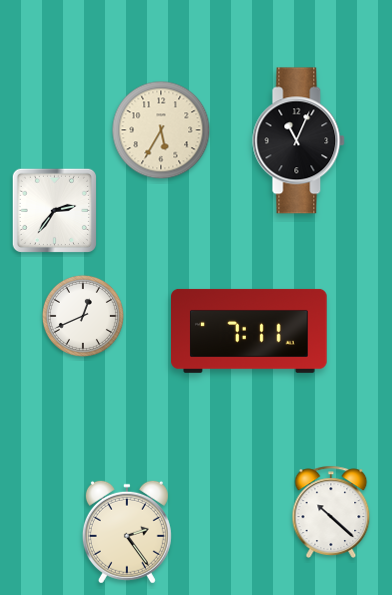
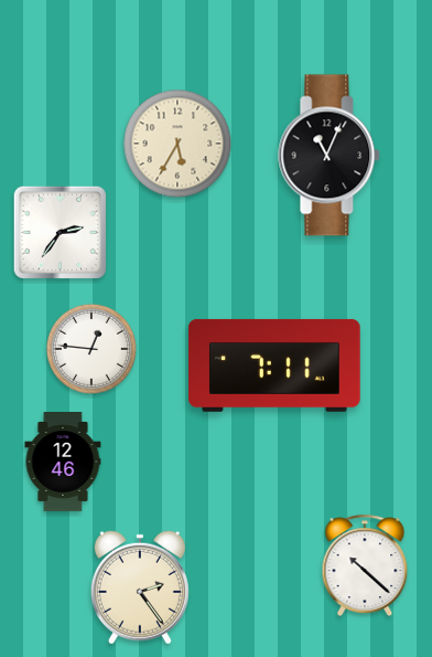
clock at (83, 316): 12:41 -> 12:46
clock at (63, 463): none -> 12:46
